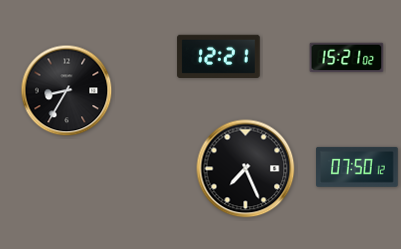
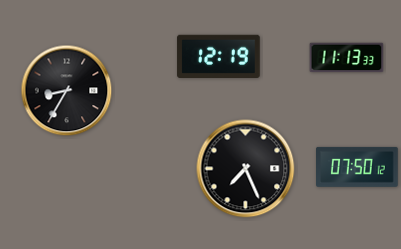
clock at (219, 57): 12:21 -> 12:19
clock at (347, 58): 15:21 -> 11:13
